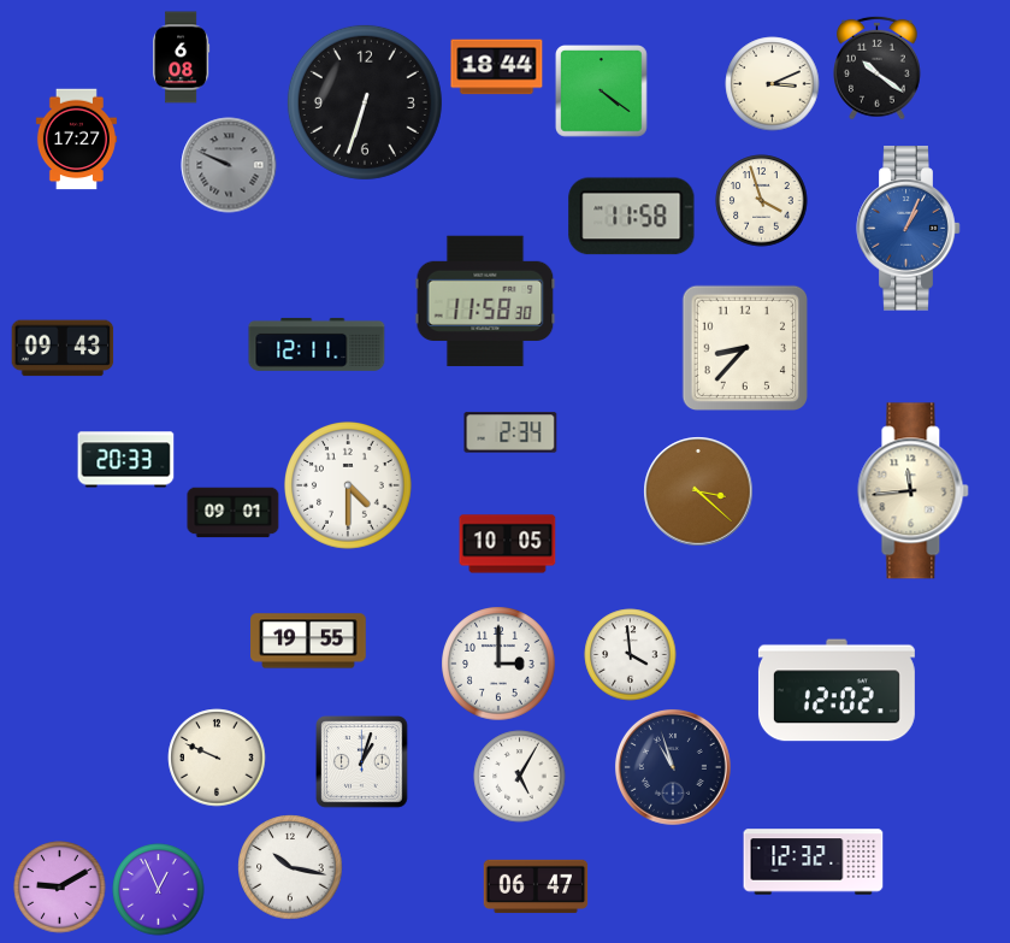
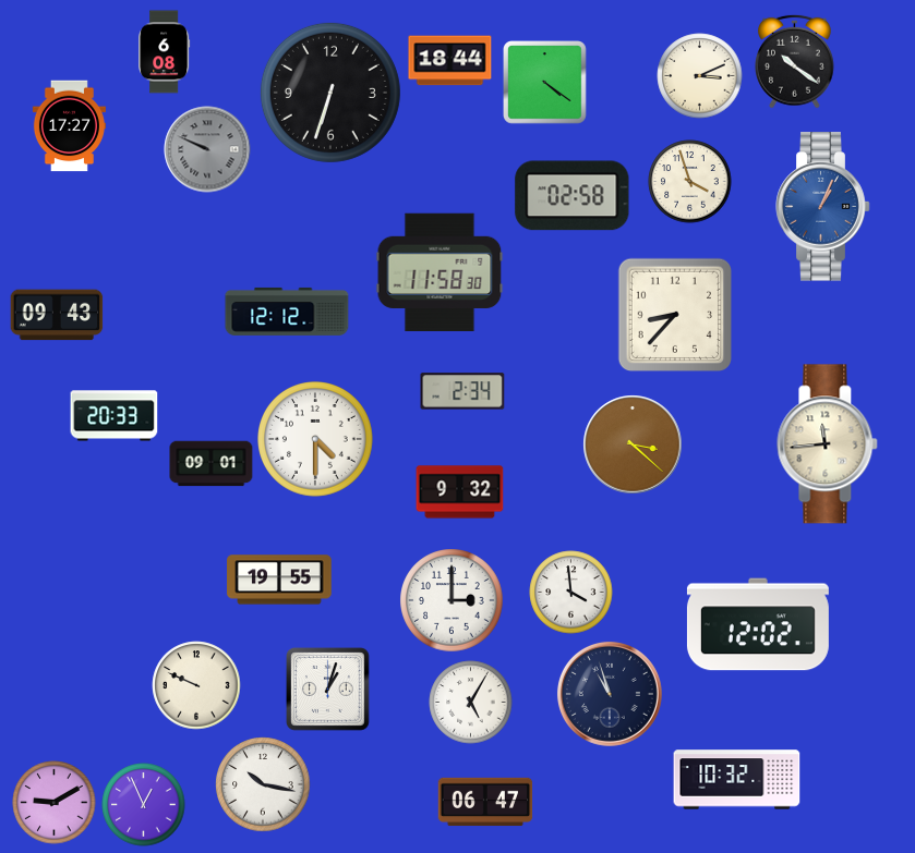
clock at (632, 217): 11:58 -> 02:58
clock at (317, 344): 12:11 -> 12:12
clock at (508, 544): 10:05 -> 9:32
clock at (814, 862): 12:32 -> 10:32
